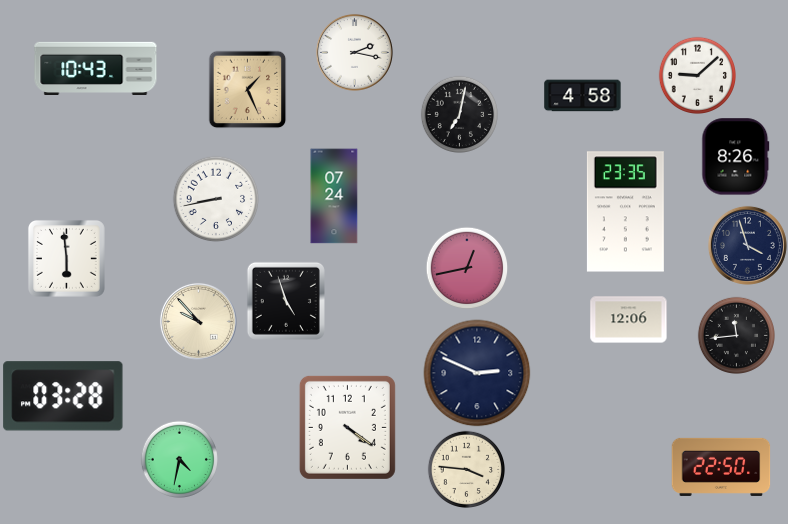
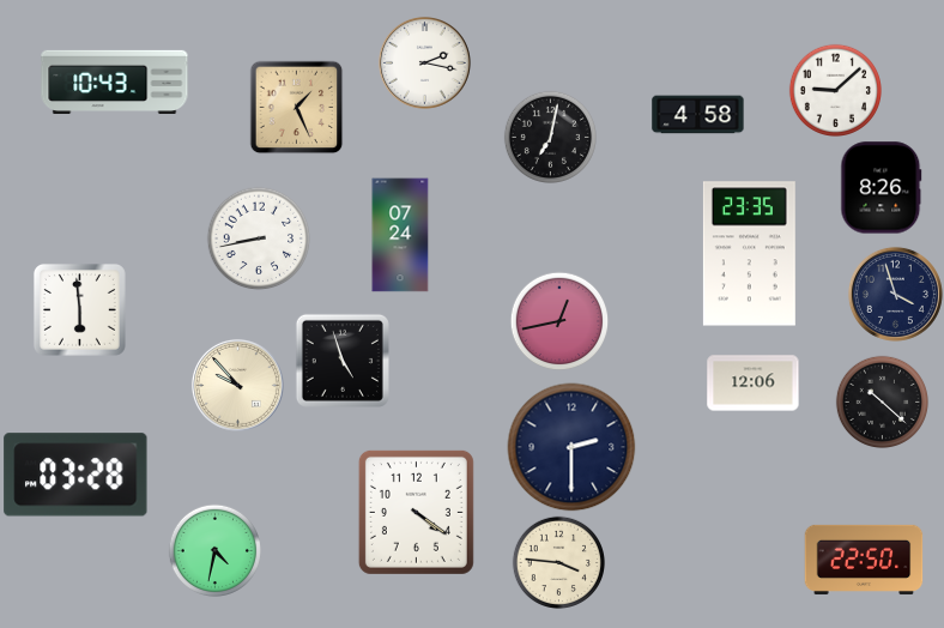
clock at (736, 335): 11:44 -> 10:22
clock at (477, 373): 2:49 -> 2:30
